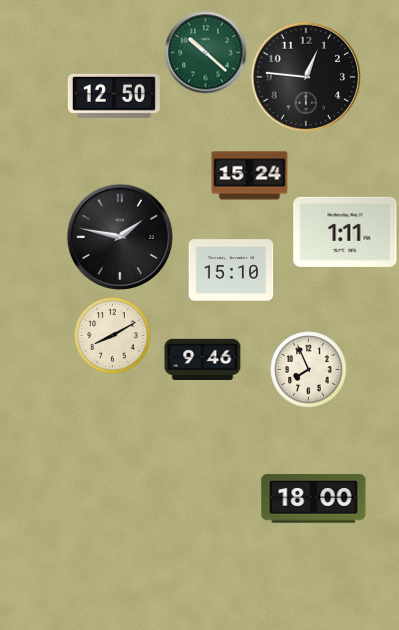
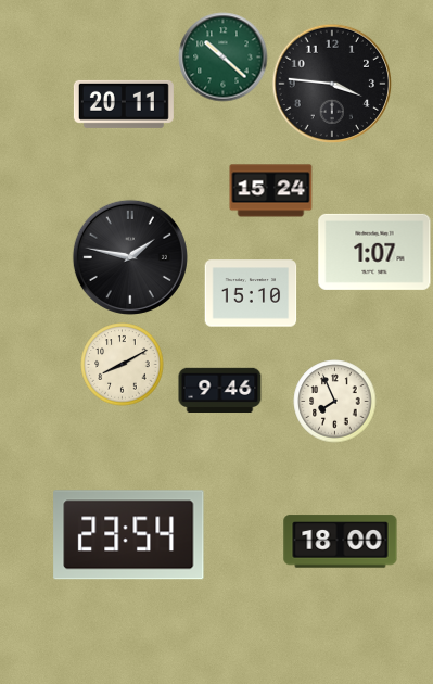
clock at (305, 76): 12:46 -> 3:46
clock at (114, 96): 12:50 -> 20:11
clock at (345, 232): 1:11 -> 1:07
clock at (129, 535): none -> 23:54
